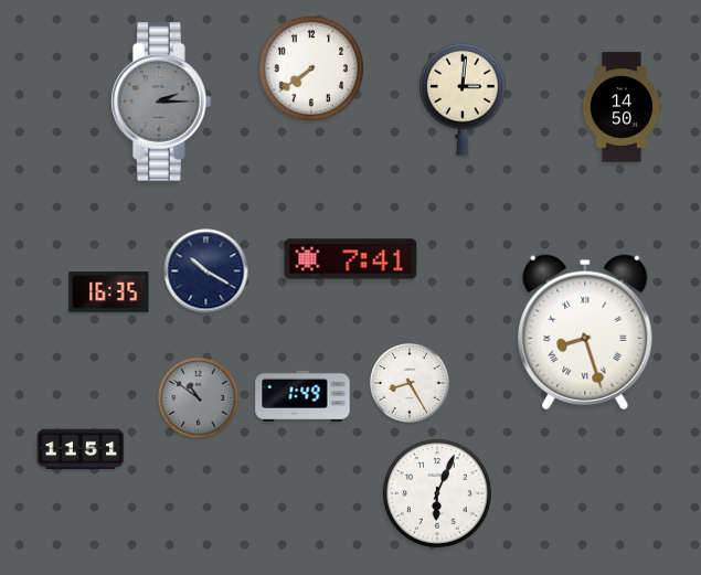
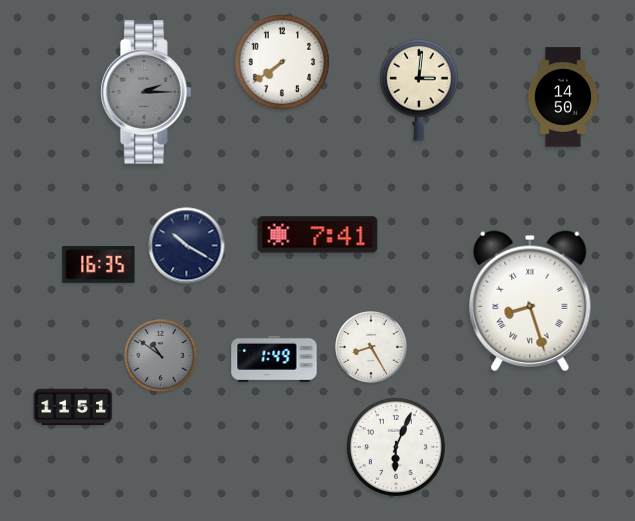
clock at (199, 398) position: (199, 398) -> (161, 356)
